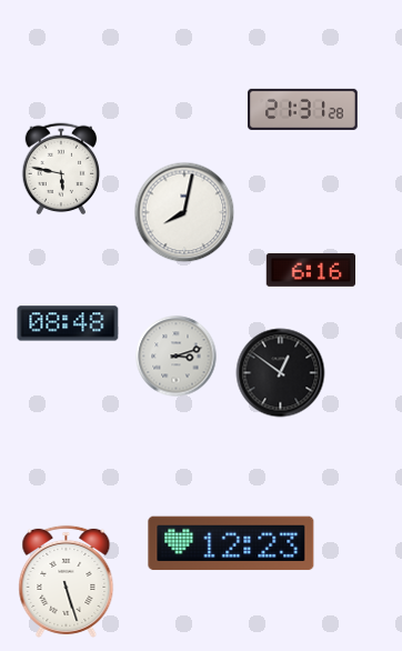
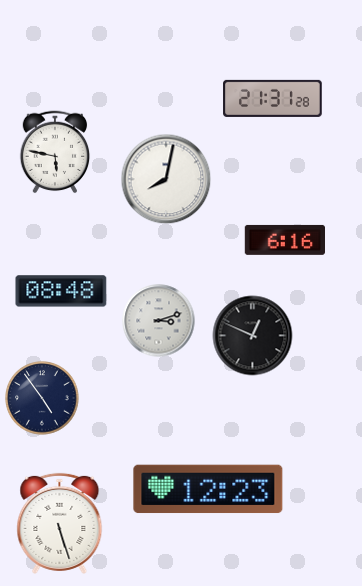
clock at (184, 212) position: (184, 212) -> (166, 179)
clock at (310, 270) position: (310, 270) -> (284, 240)
clock at (281, 373): 12:51 -> 12:49
clock at (42, 398): none -> 4:54
